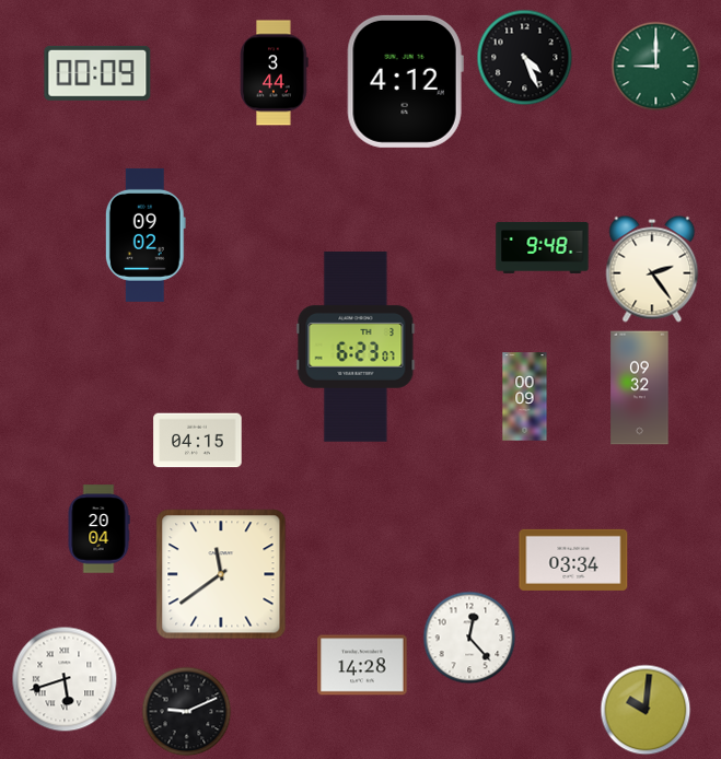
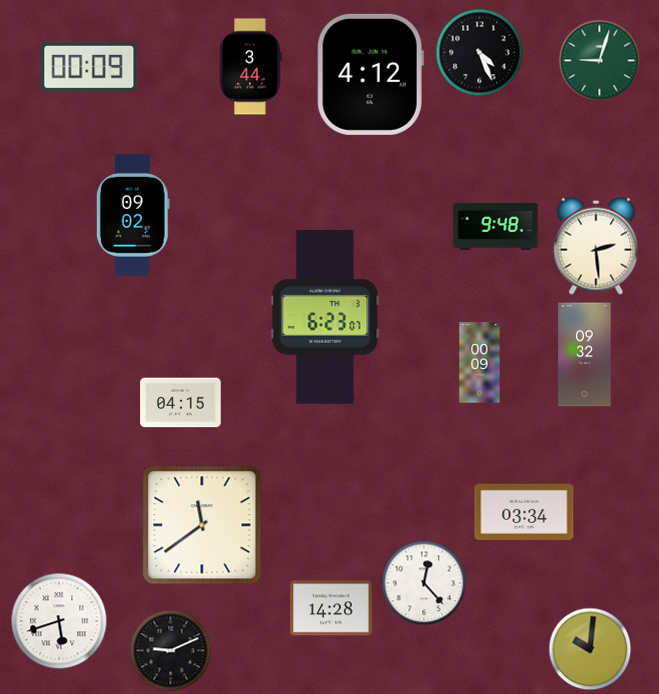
clock at (655, 66): 9:00 -> 9:03
clock at (652, 269): 2:24 -> 2:29
clock at (98, 529): 20:04 -> none
clock at (469, 638) position: (469, 638) -> (424, 583)
